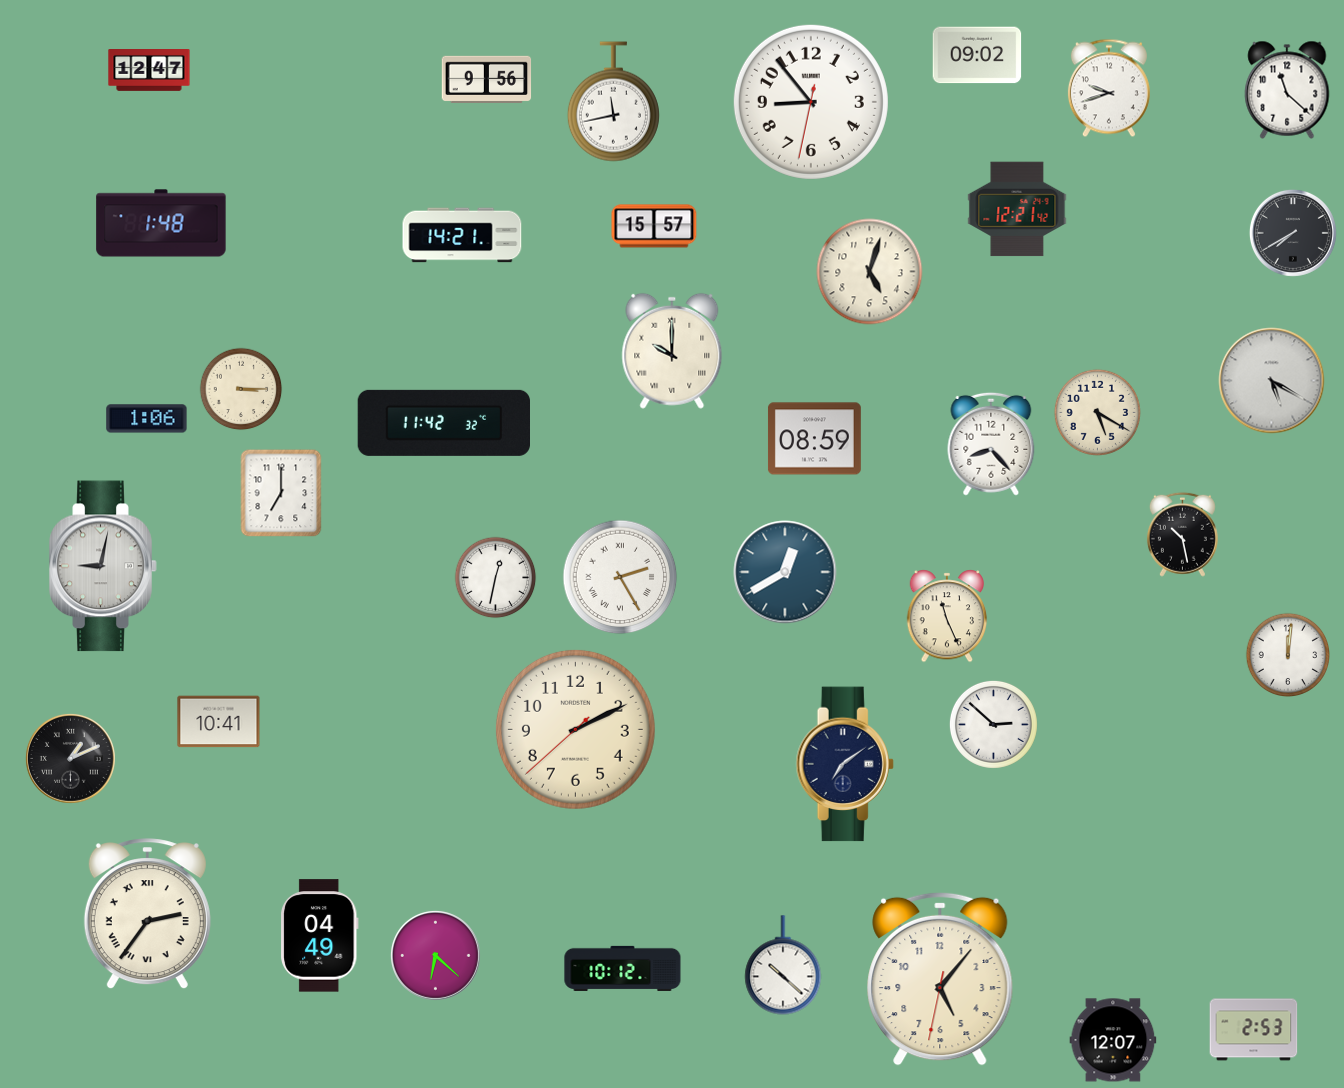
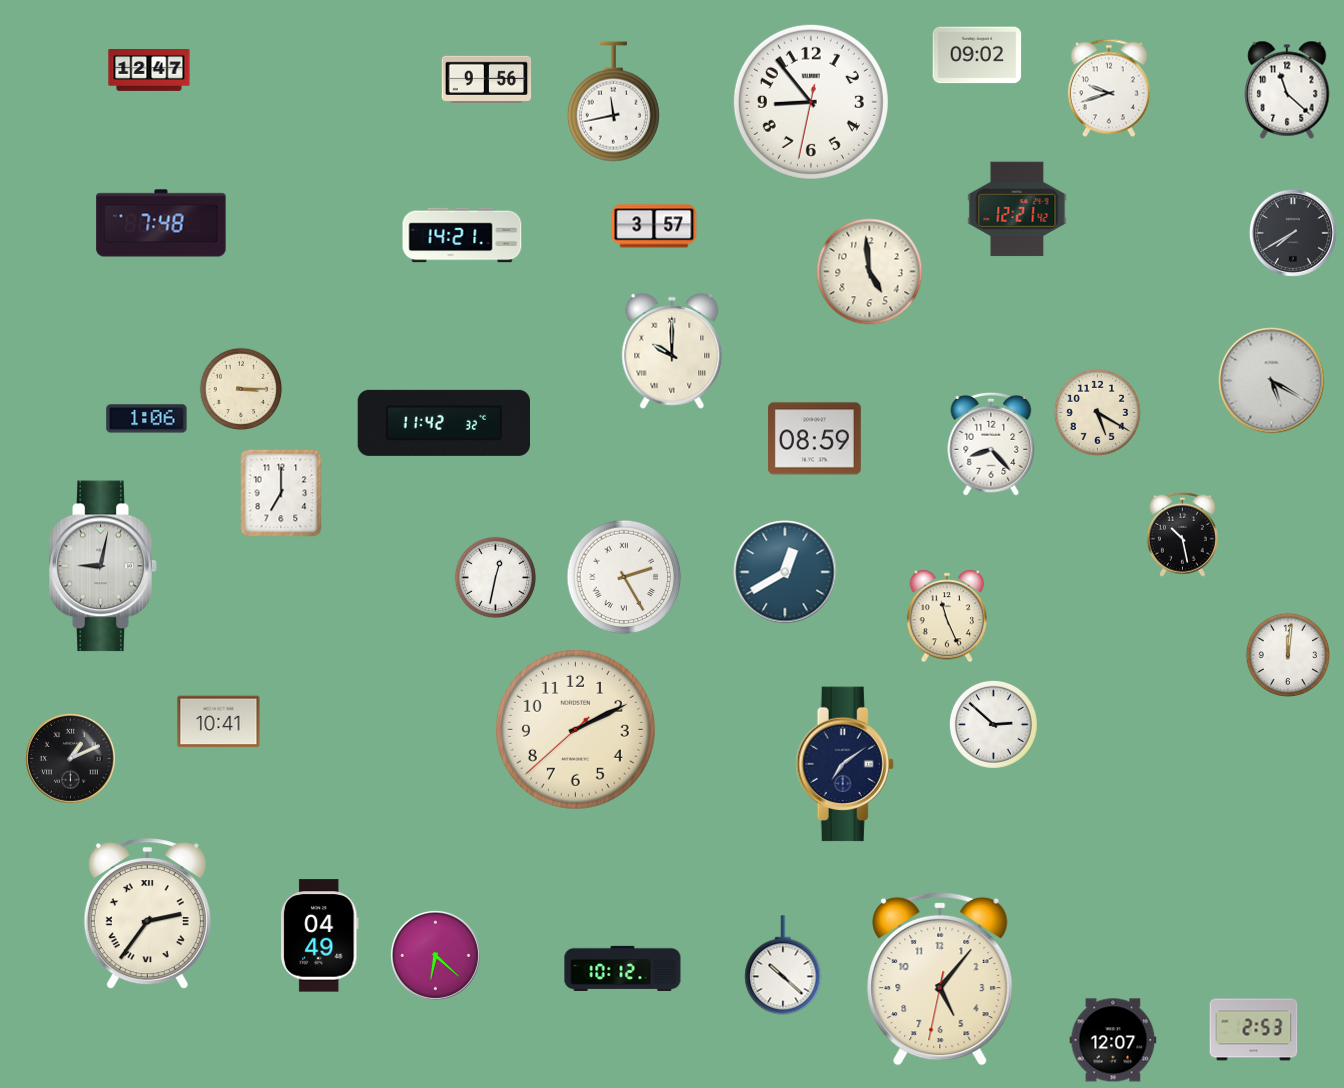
clock at (161, 223): 1:48 -> 7:48
clock at (654, 226): 15:57 -> 3:57
clock at (870, 272): 5:03 -> 4:59
clock at (620, 577) position: (620, 577) -> (624, 577)
